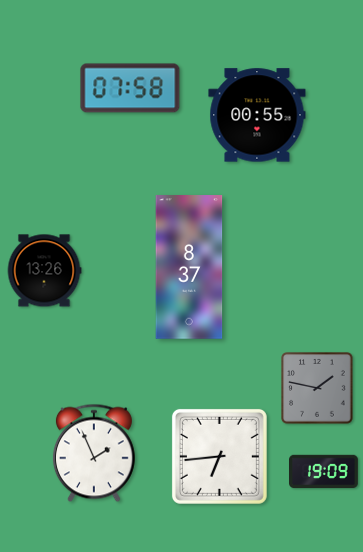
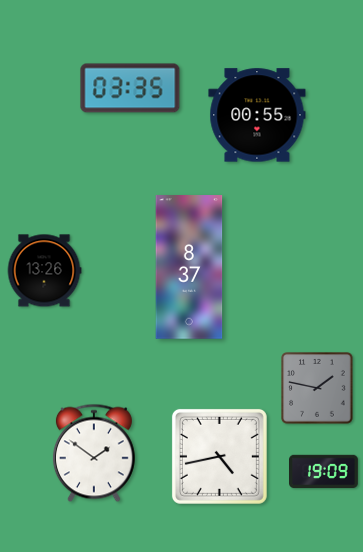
clock at (130, 88): 07:58 -> 03:35
clock at (94, 453): 1:56 -> 1:51
clock at (219, 456): 6:44 -> 4:43
